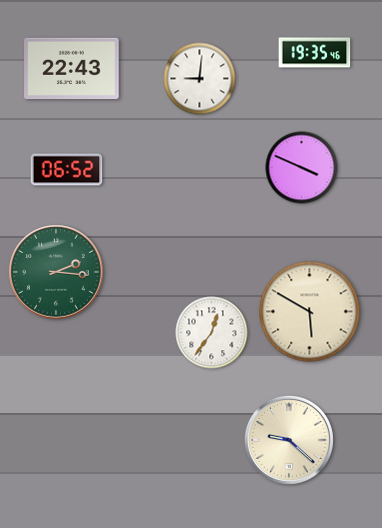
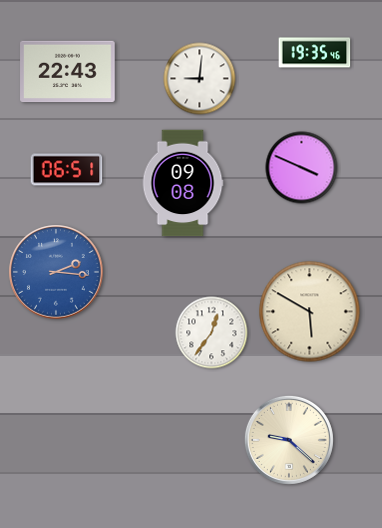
clock at (72, 69) position: (72, 69) -> (68, 72)
clock at (67, 170): 06:52 -> 06:51
clock at (183, 183): none -> 09:08
clock at (57, 273) dial: green -> blue
